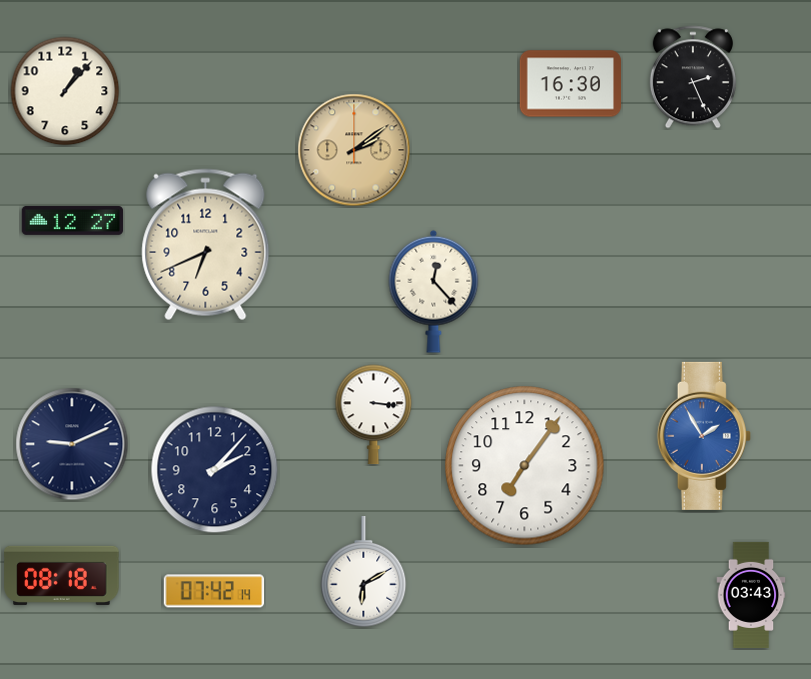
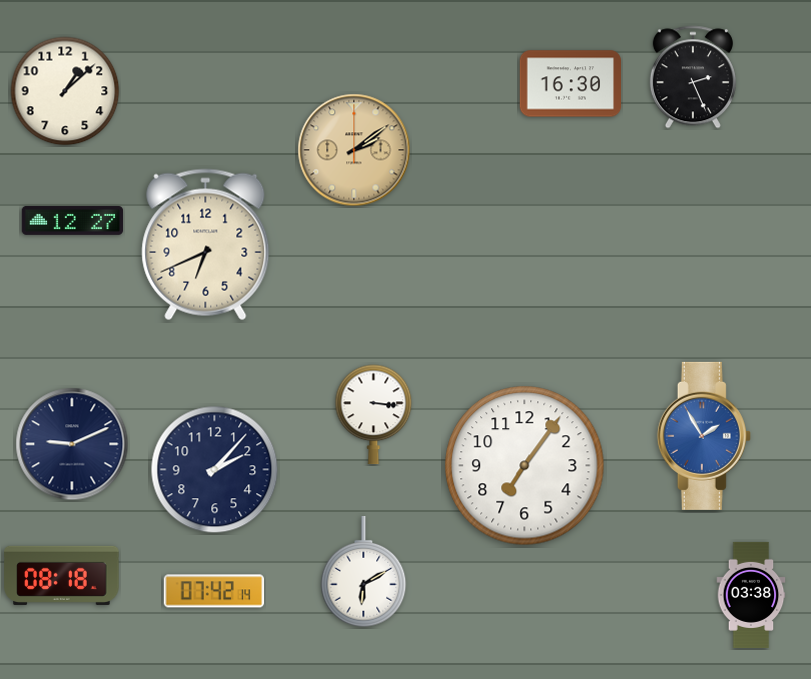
clock at (65, 91): 1:07 -> 1:08
clock at (434, 291): 12:23 -> none
clock at (751, 595): 03:43 -> 03:38
